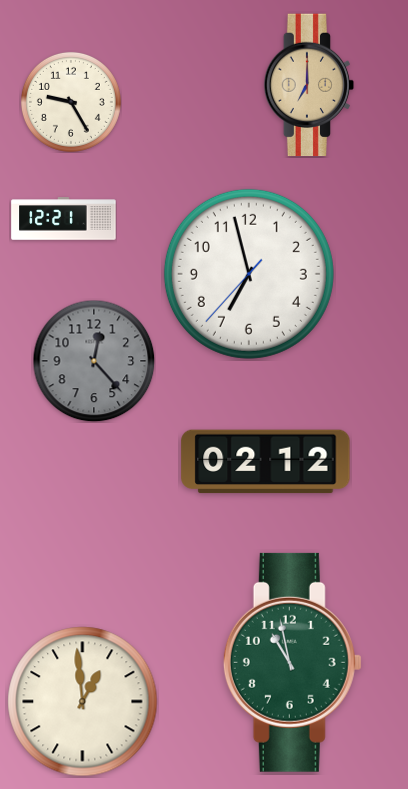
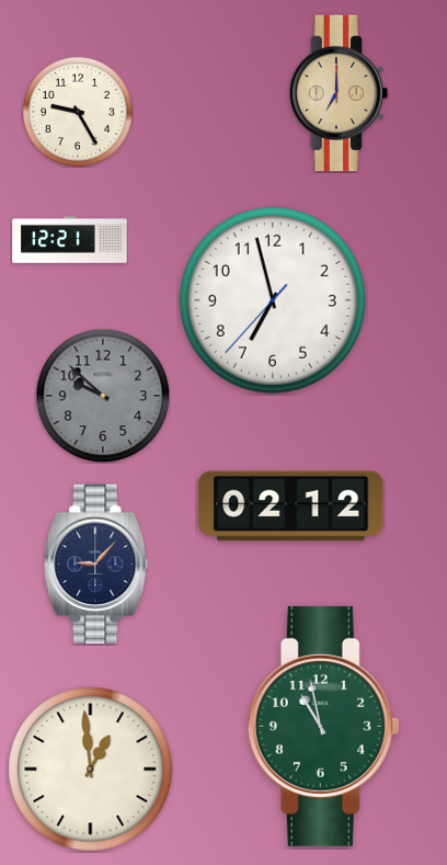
clock at (94, 361): 12:23 -> 9:52
clock at (96, 564): none -> 9:07
clock at (292, 662) position: (292, 662) -> (323, 726)
